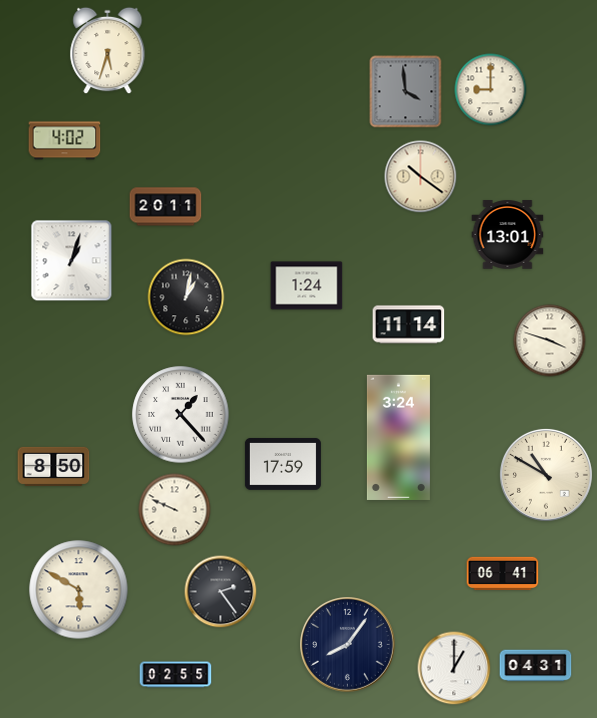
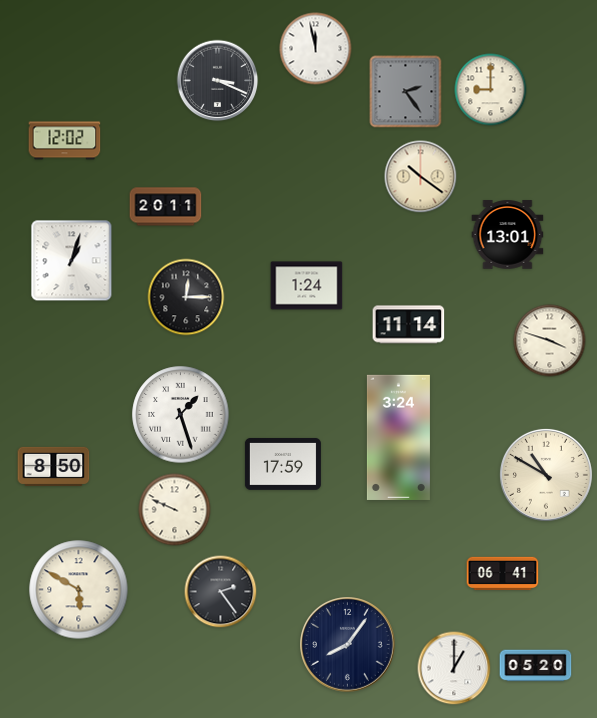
clock at (316, 49): none -> 11:58
clock at (108, 51): 5:33 -> none
clock at (218, 81): none -> 3:19
clock at (406, 92): 3:59 -> 2:24
clock at (65, 141): 4:02 -> 12:02
clock at (186, 297): 1:02 -> 12:15
clock at (181, 415): 1:23 -> 1:27
clock at (536, 666): 04:31 -> 05:20
clock at (176, 675): 02:55 -> none
